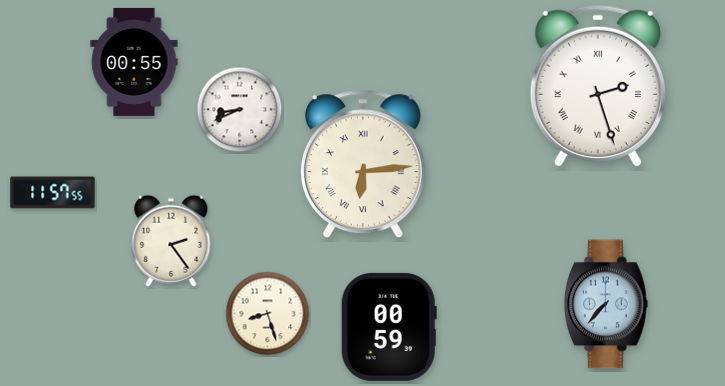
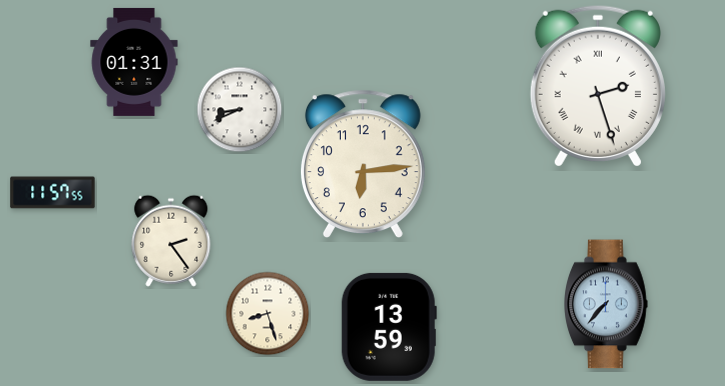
clock at (134, 62): 00:55 -> 01:31
clock at (363, 163) numerals: Roman -> Arabic
clock at (389, 327): 00:59 -> 13:59
